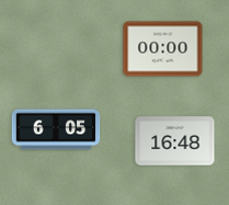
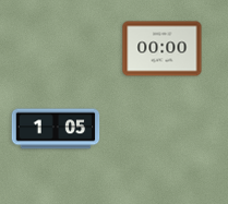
clock at (56, 129): 6:05 -> 1:05
clock at (175, 141): 16:48 -> none
